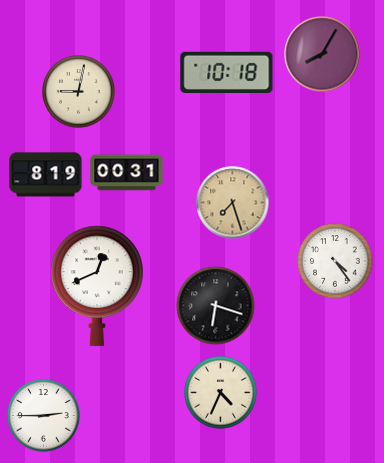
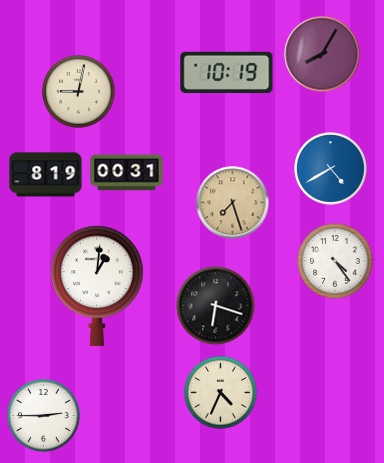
clock at (227, 72): 10:18 -> 10:19
clock at (331, 169): none -> 4:40
clock at (97, 286): 12:41 -> 1:01
